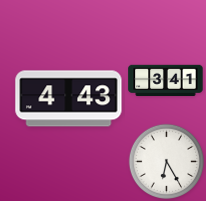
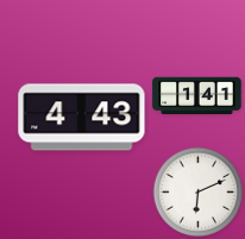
clock at (166, 81): 3:41 -> 1:41
clock at (167, 162): 6:25 -> 6:11
